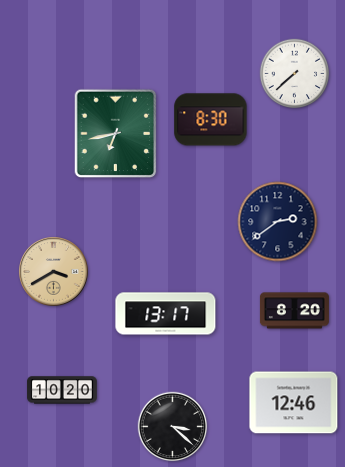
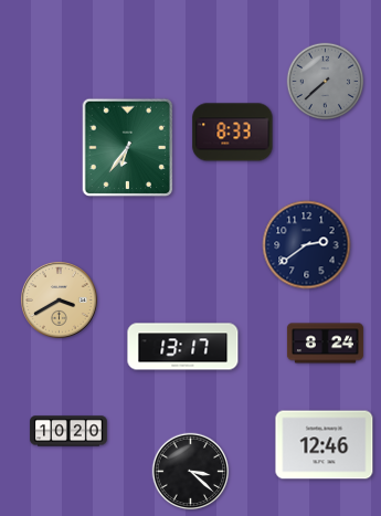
clock at (295, 74) dial: white -> grey
clock at (211, 120): 8:30 -> 8:33
clock at (116, 134): 6:43 -> 6:36
clock at (294, 311): 8:20 -> 8:24
